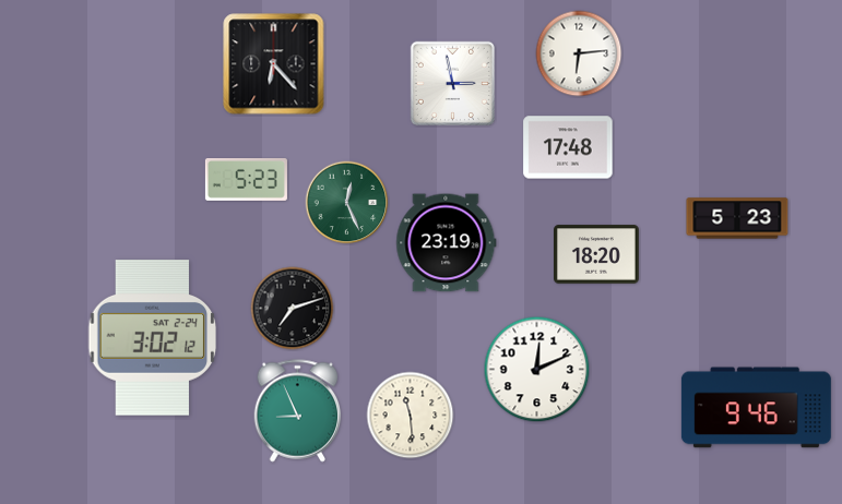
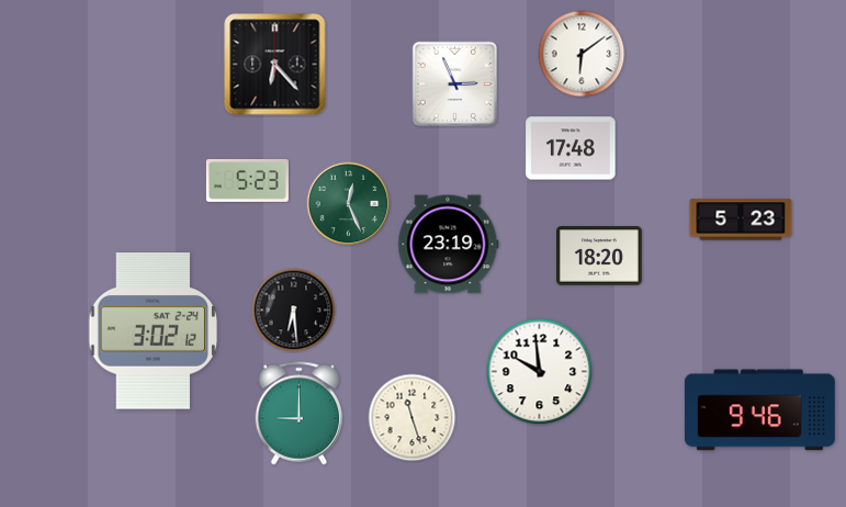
clock at (579, 53): 6:14 -> 6:09
clock at (452, 83): 2:58 -> 2:56
clock at (293, 309): 7:12 -> 6:29
clock at (153, 338) position: (153, 338) -> (154, 331)
clock at (537, 370): 12:11 -> 9:59
clock at (298, 411): 8:56 -> 9:00
clock at (411, 416): 11:29 -> 11:27
